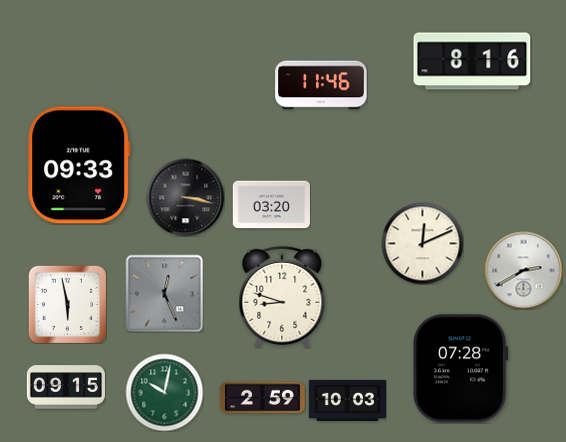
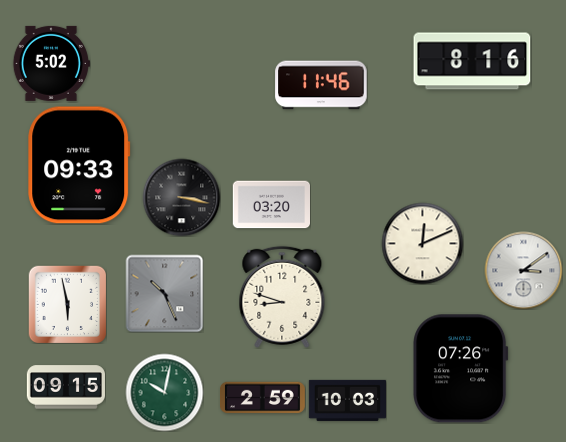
clock at (51, 63): none -> 5:02
clock at (185, 197) position: (185, 197) -> (181, 197)
clock at (523, 270): 2:40 -> 3:09
clock at (164, 293): 12:26 -> 10:26
clock at (461, 369): 07:28 -> 07:26
